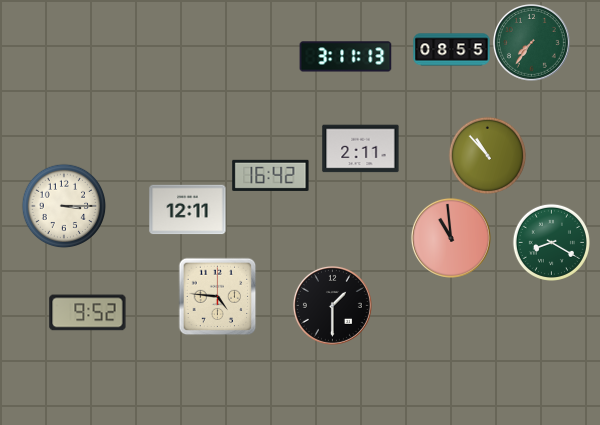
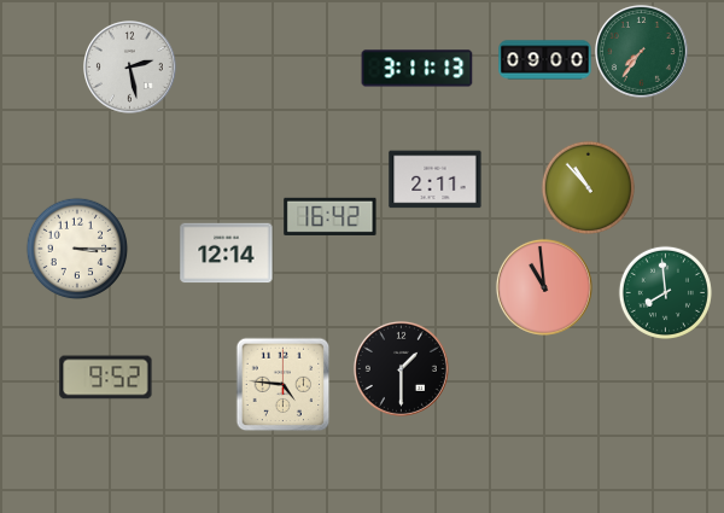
clock at (452, 50): 08:55 -> 09:00
clock at (130, 68): none -> 2:28
clock at (271, 175) position: (271, 175) -> (331, 216)
clock at (188, 210): 12:11 -> 12:14
clock at (551, 242): 8:20 -> 7:59
clock at (217, 296) position: (217, 296) -> (282, 384)
